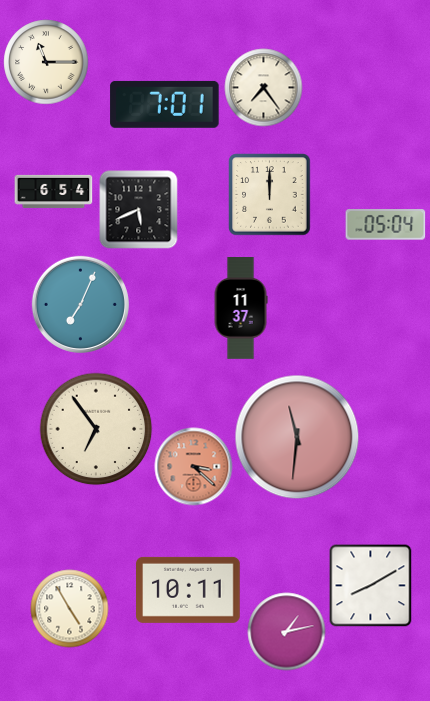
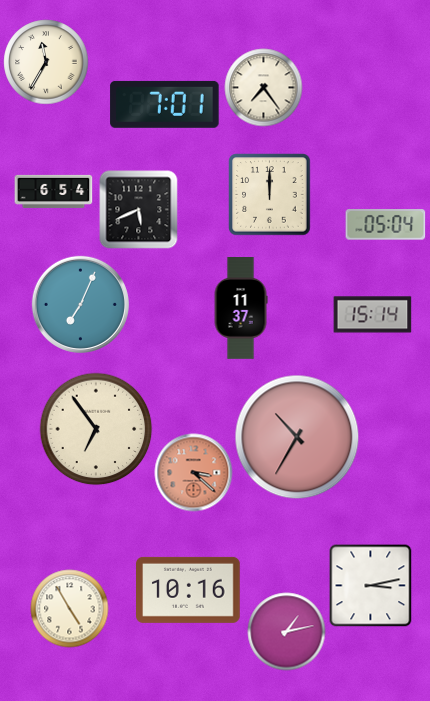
clock at (46, 62): 11:15 -> 11:35
clock at (372, 315): none -> 15:14
clock at (297, 437): 11:31 -> 10:35
clock at (193, 466) position: (193, 466) -> (193, 472)
clock at (370, 585): 8:10 -> 3:13
clock at (189, 590): 10:11 -> 10:16
